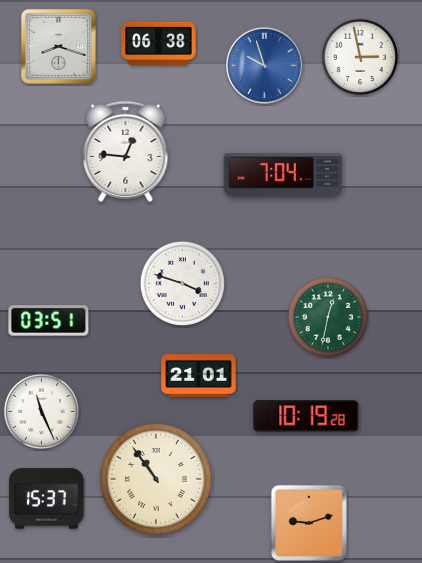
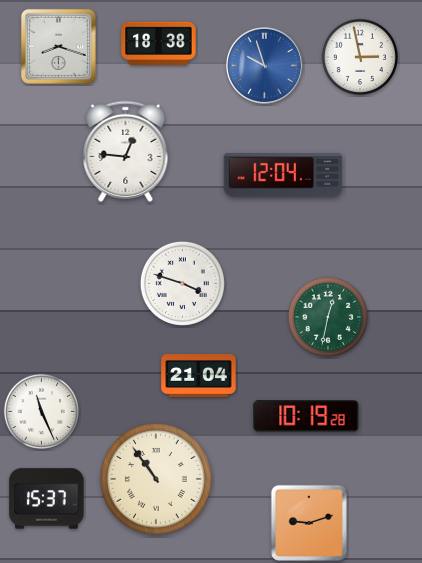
clock at (159, 43): 06:38 -> 18:38
clock at (283, 175): 7:04 -> 12:04
clock at (49, 321): 03:51 -> none
clock at (199, 376): 21:01 -> 21:04
